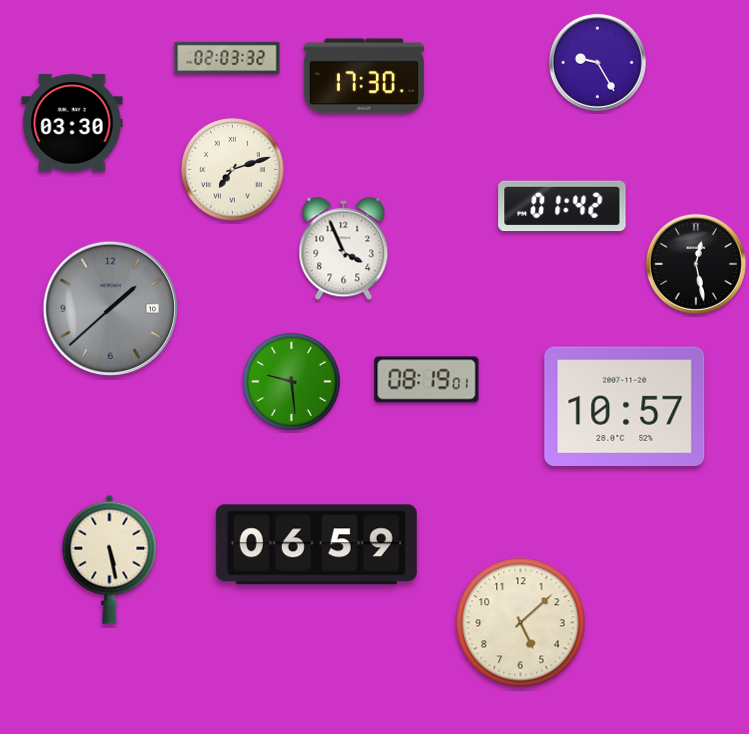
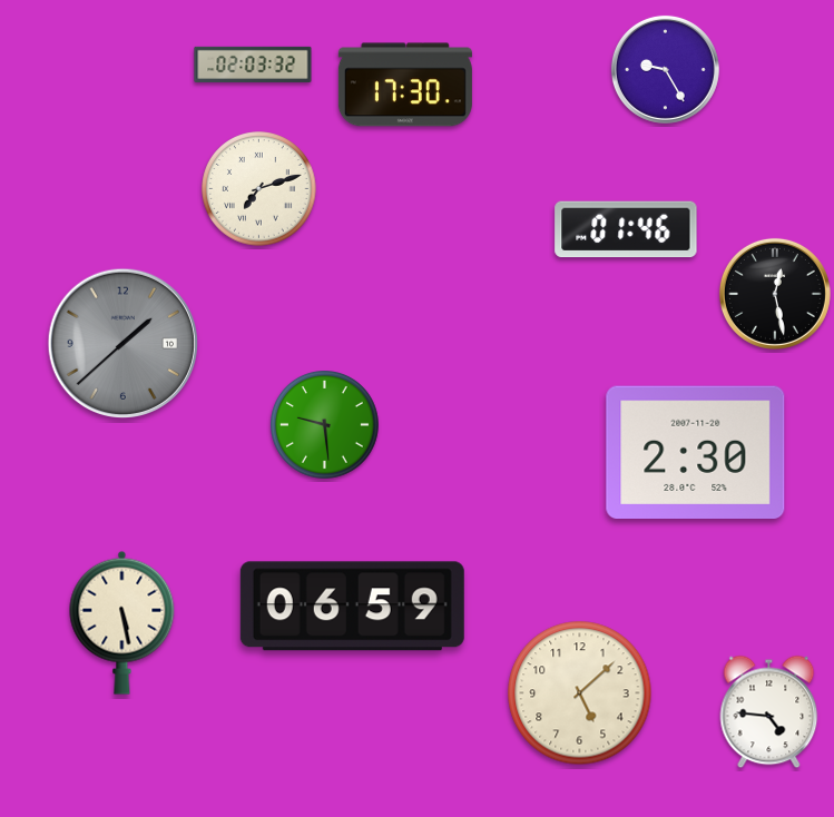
clock at (72, 123): 03:30 -> none
clock at (562, 206): 01:42 -> 01:46
clock at (344, 249): 3:56 -> none
clock at (427, 380): 08:19 -> none
clock at (625, 406): 10:57 -> 2:30
clock at (769, 712): none -> 4:46
